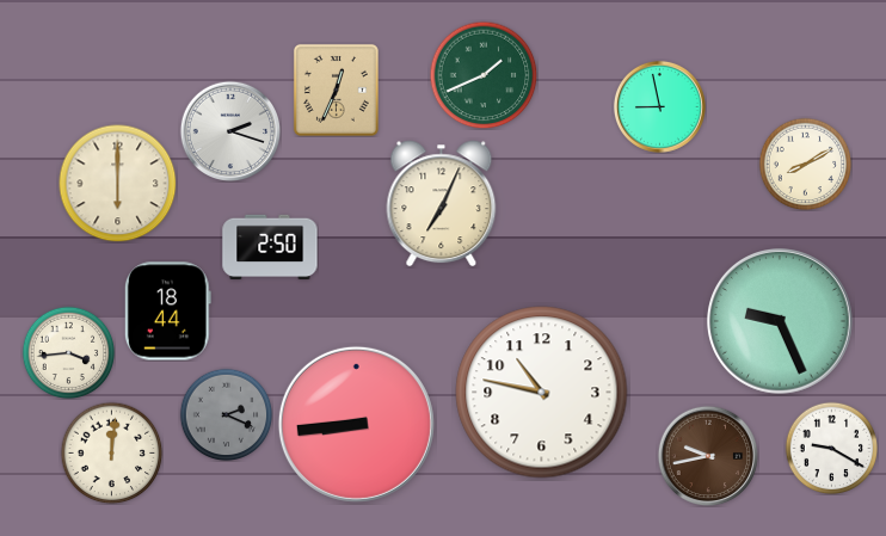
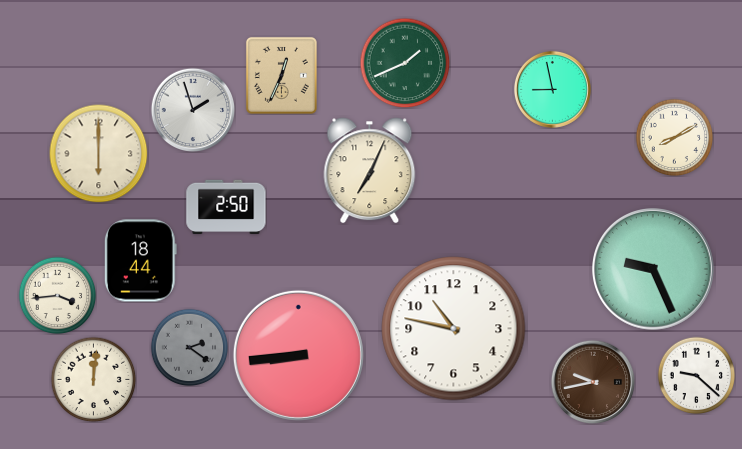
clock at (230, 131): 2:18 -> 1:57
clock at (226, 414): 2:19 -> 2:21
clock at (831, 448): 9:20 -> 9:22
